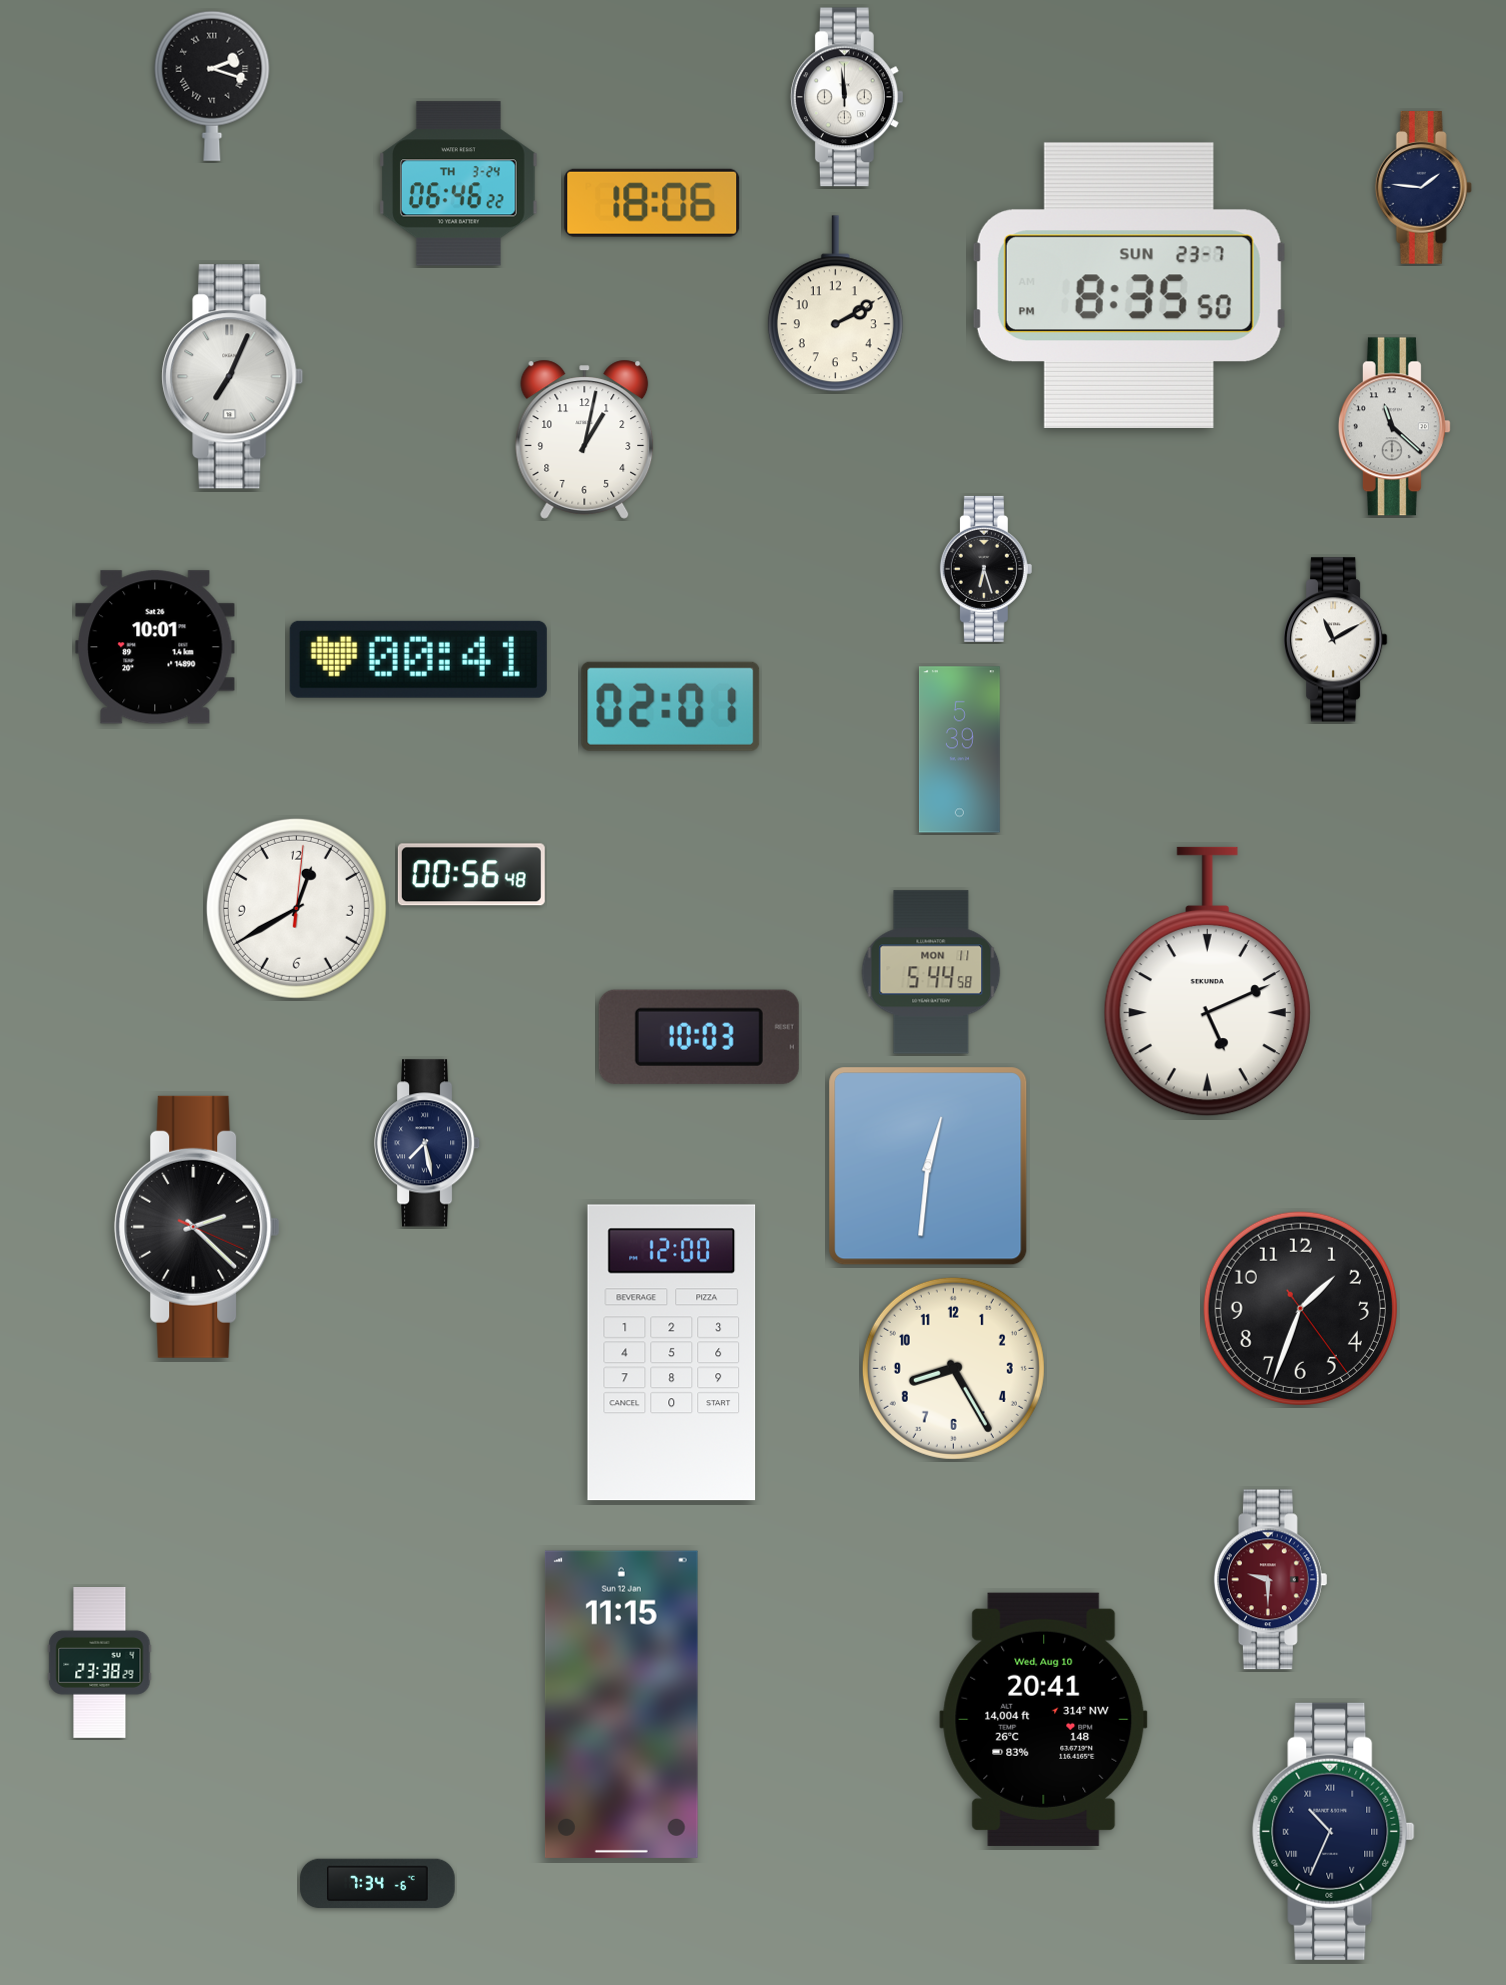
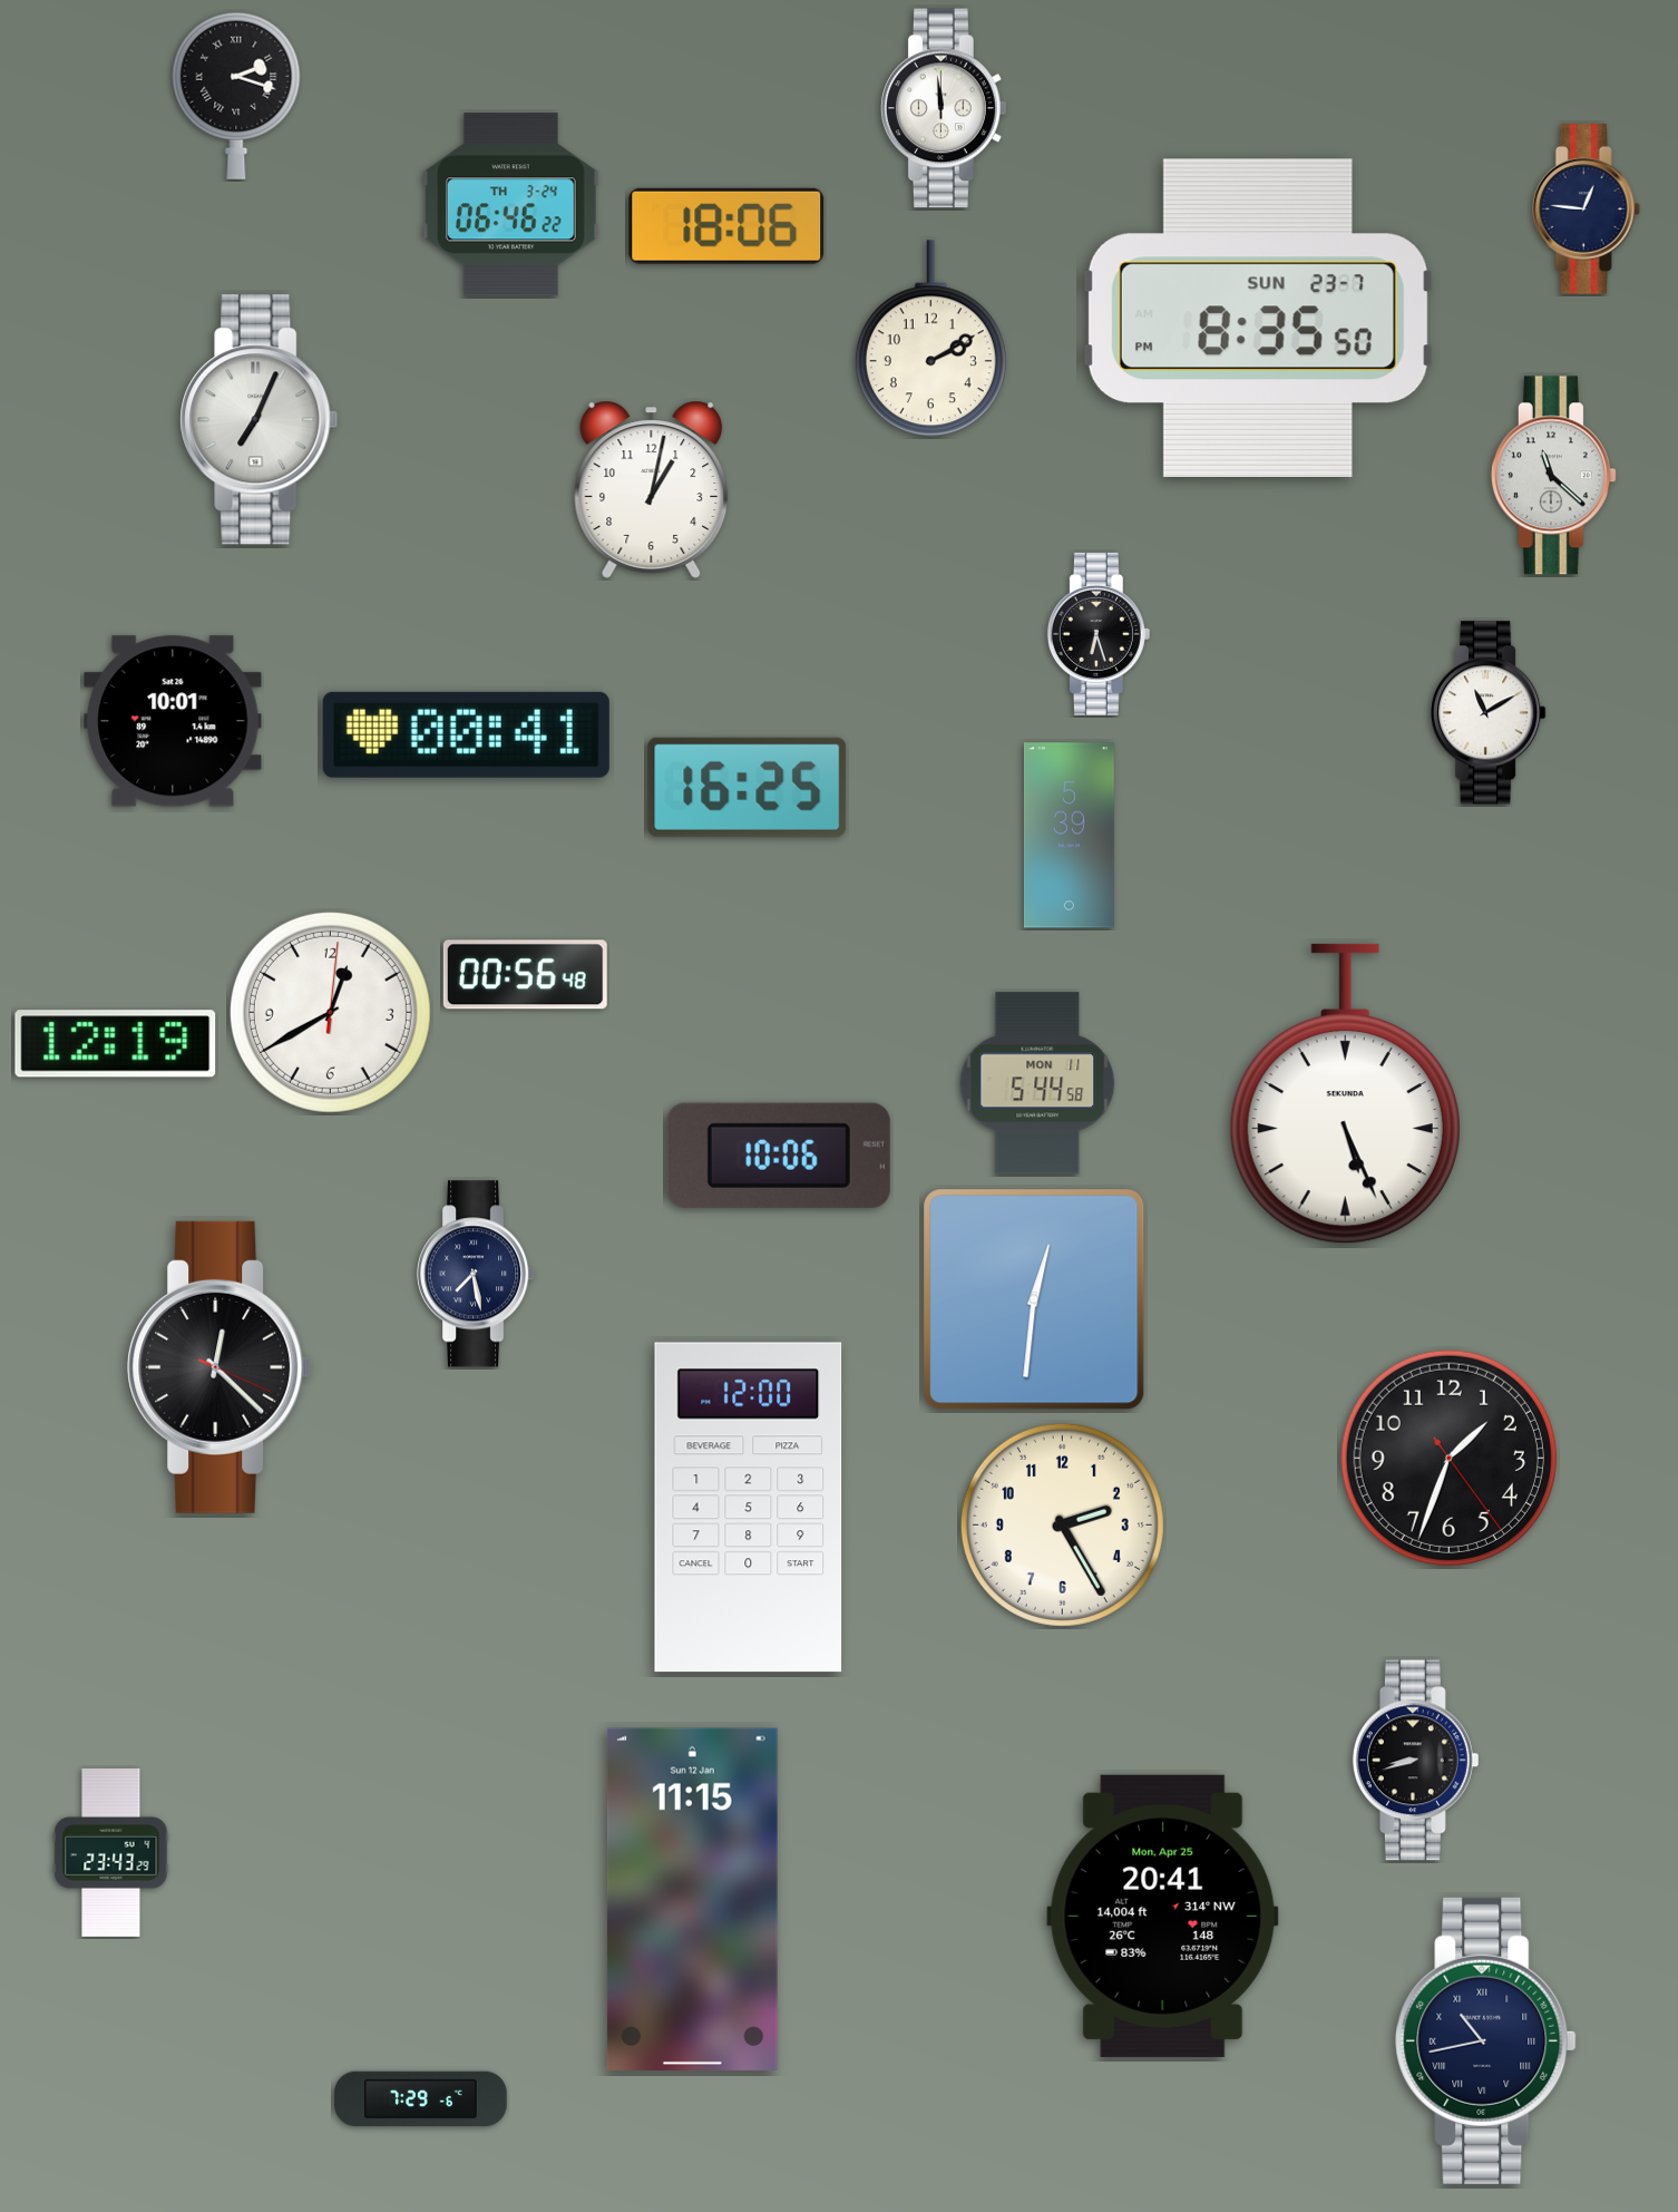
clock at (1423, 188): 1:46 -> 12:46
clock at (671, 706): 02:01 -> 16:25
clock at (116, 1044): none -> 12:19
clock at (1207, 982): 5:11 -> 5:26
clock at (699, 1037): 10:03 -> 10:06
clock at (197, 1227): 2:22 -> 12:22
clock at (953, 1368): 8:25 -> 2:25
clock at (1270, 1580): 9:30 -> 8:42
clock at (1270, 1580) dial: burgundy -> black
clock at (100, 1663): 23:38 -> 23:43
clock at (1044, 1719) date: Wed, Aug 10 -> Mon, Apr 25
clock at (1334, 1831): 10:34 -> 10:43
clock at (378, 1884): 7:34 -> 7:29
